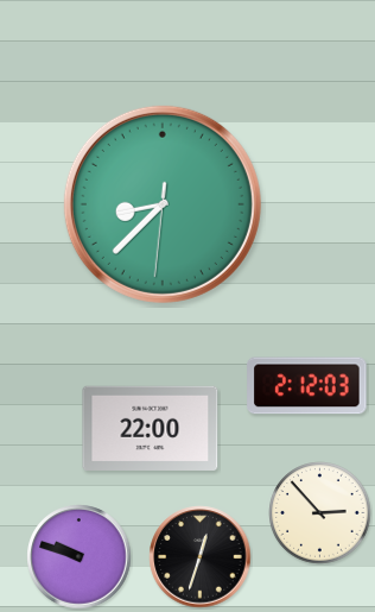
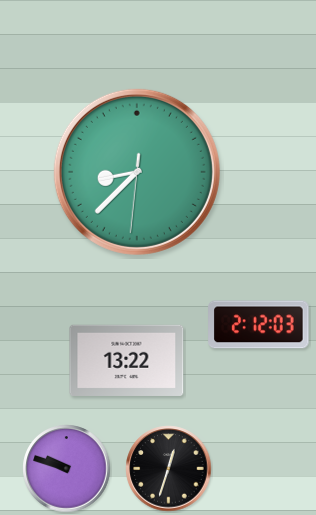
clock at (151, 428): 22:00 -> 13:22
clock at (320, 513): 2:53 -> none
